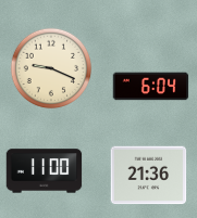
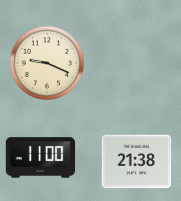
clock at (151, 87): 6:04 -> none
clock at (149, 176): 21:36 -> 21:38
